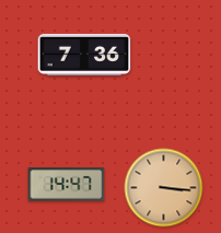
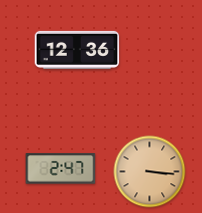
clock at (84, 55): 7:36 -> 12:36
clock at (67, 185): 14:47 -> 2:47
